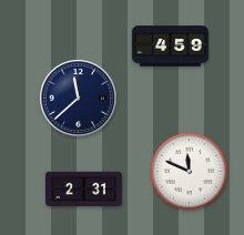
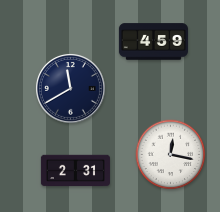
clock at (78, 98): 11:38 -> 11:40
clock at (190, 172): 11:49 -> 12:17
